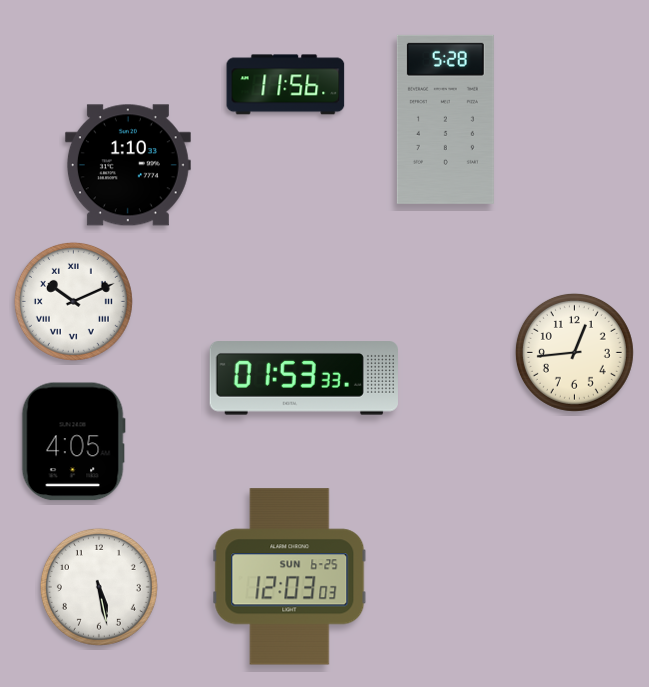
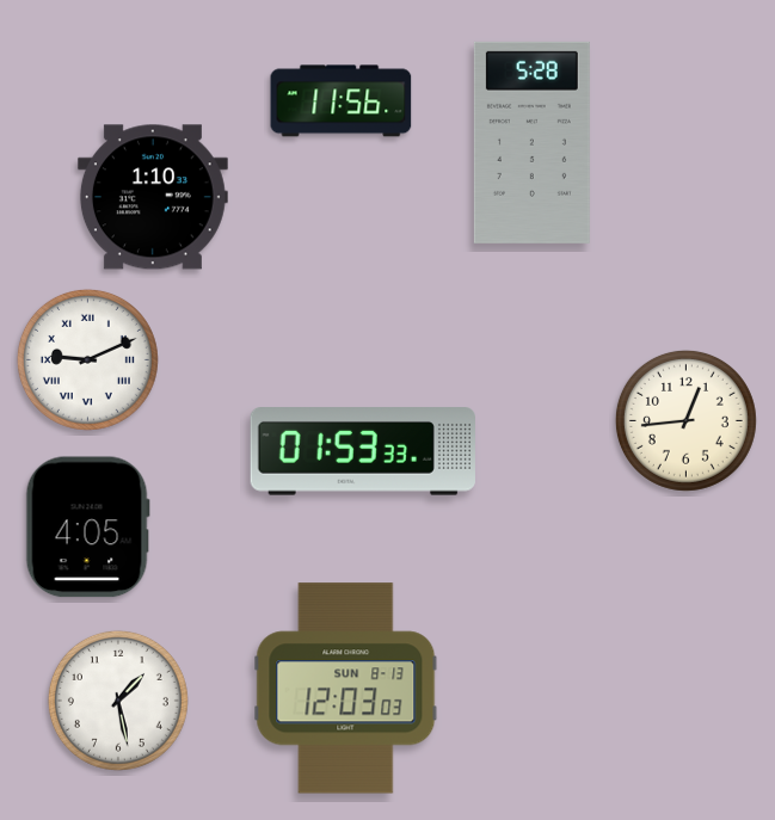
clock at (73, 301): 10:11 -> 9:11
clock at (290, 577) date: SUN 6-25 -> SUN 8-13
clock at (99, 587): 5:28 -> 1:28
